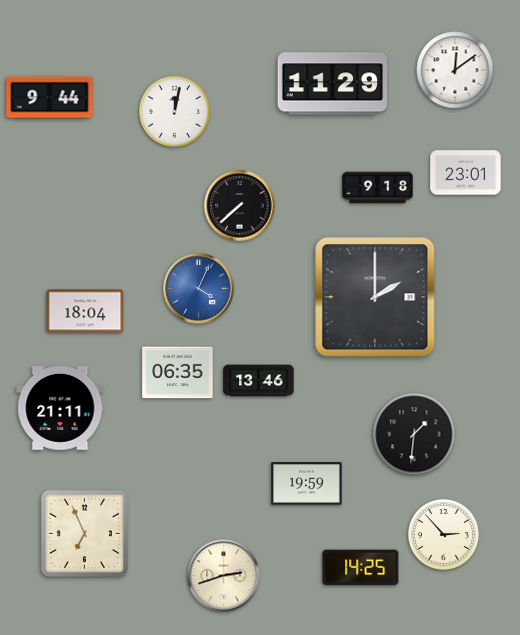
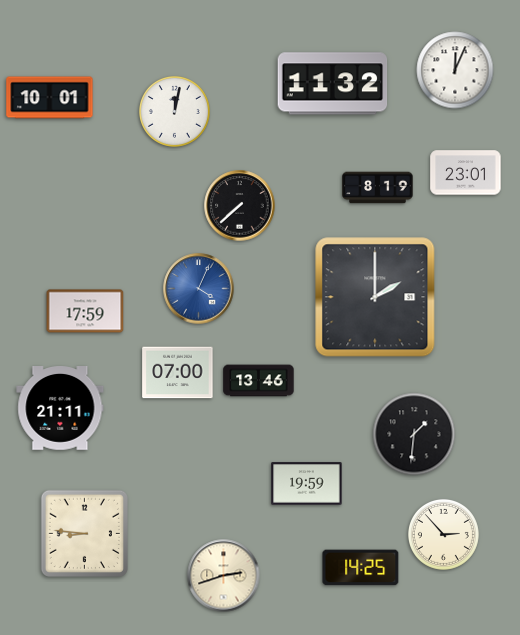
clock at (455, 70): 12:09 -> 12:04
clock at (333, 84): 11:29 -> 11:32
clock at (50, 98): 9:44 -> 10:01
clock at (378, 188): 9:18 -> 8:19
clock at (85, 311): 18:04 -> 17:59
clock at (178, 373): 06:35 -> 07:00
clock at (84, 533): 6:56 -> 8:46
